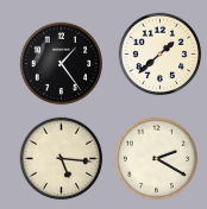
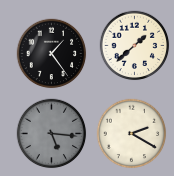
clock at (62, 159) dial: cream -> grey
